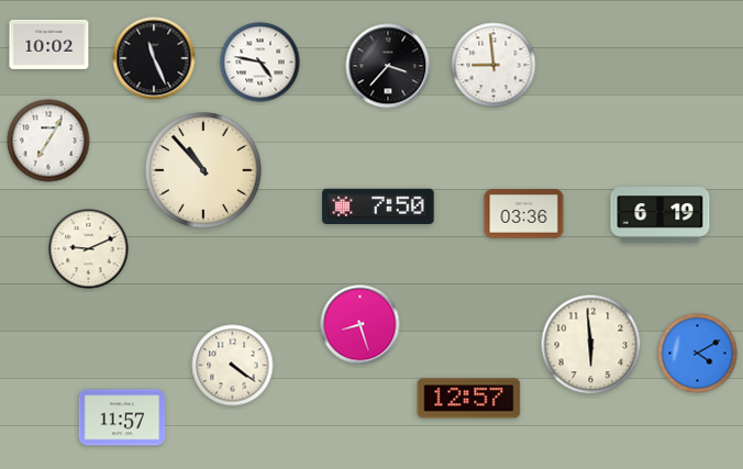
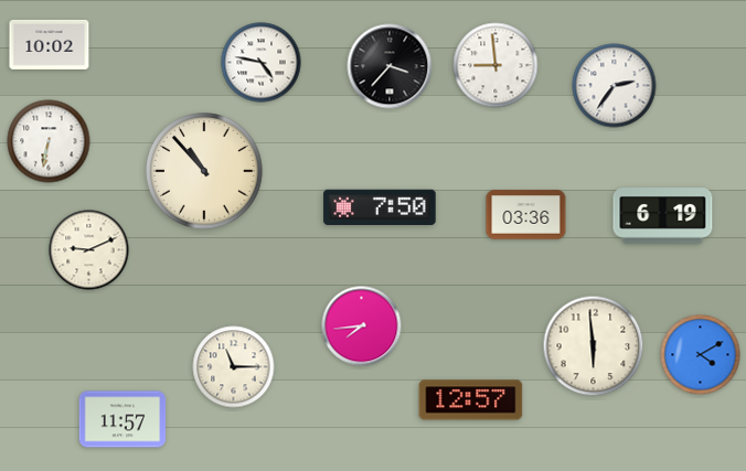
clock at (154, 58): 11:26 -> none
clock at (615, 86): none -> 2:36
clock at (48, 141): 7:05 -> 6:32
clock at (361, 325): 8:27 -> 7:44
clock at (233, 366): 4:21 -> 11:15
